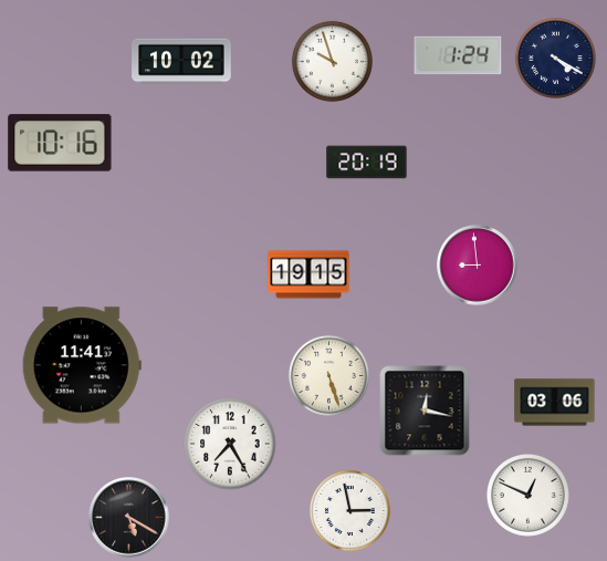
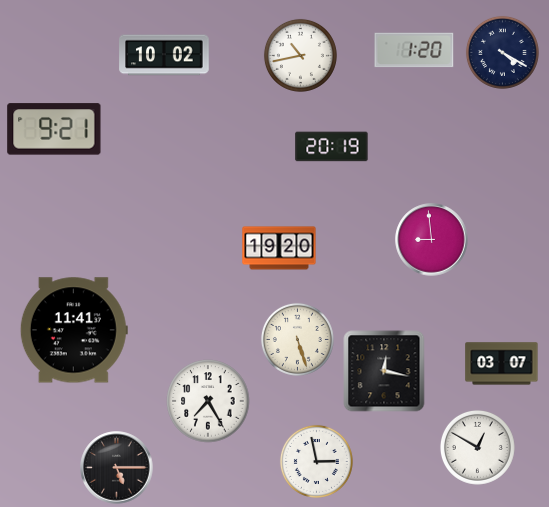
clock at (458, 55): 1:24 -> 1:20
clock at (332, 61): 9:57 -> 10:43
clock at (60, 143): 10:16 -> 9:21
clock at (308, 274): 19:15 -> 19:20
clock at (555, 403): 03:06 -> 03:07
clock at (527, 495): 12:49 -> 12:50
clock at (129, 518): 5:20 -> 5:15
